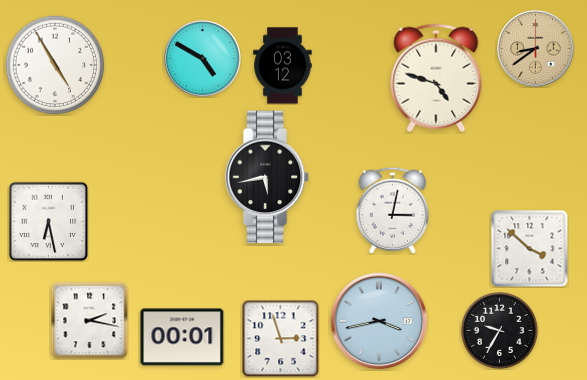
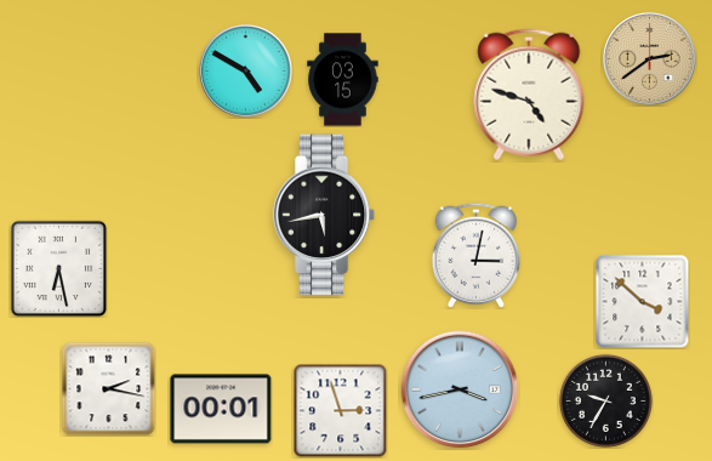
clock at (536, 49): 8:39 -> 2:39
clock at (55, 65): 4:55 -> none
clock at (283, 66): 03:12 -> 03:15
